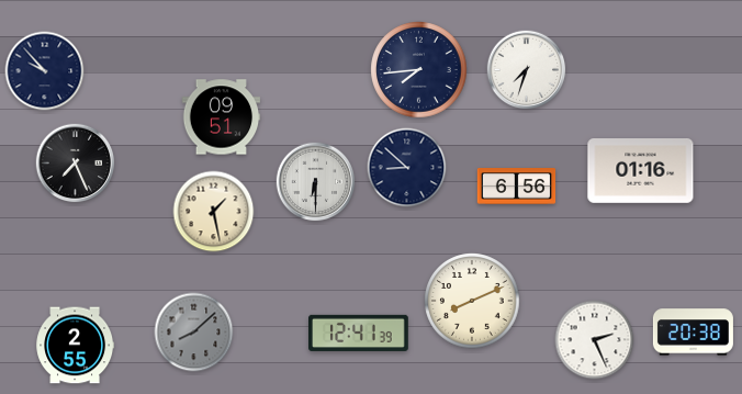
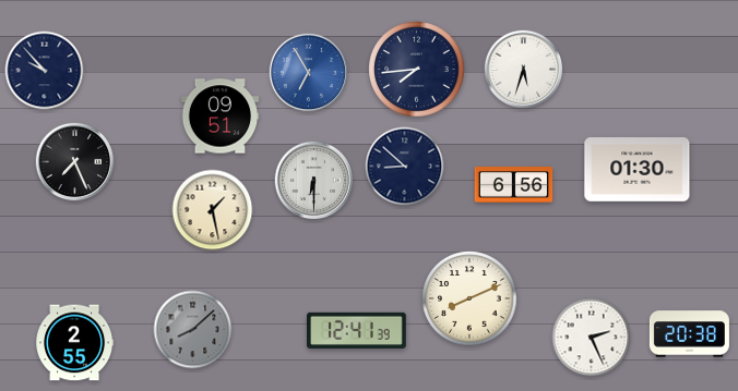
clock at (527, 70): 7:33 -> 5:33
clock at (309, 73): none -> 6:55
clock at (641, 171): 01:16 -> 01:30
clock at (693, 333) position: (693, 333) -> (689, 334)
